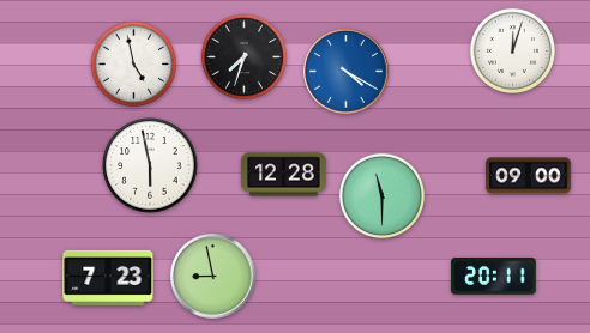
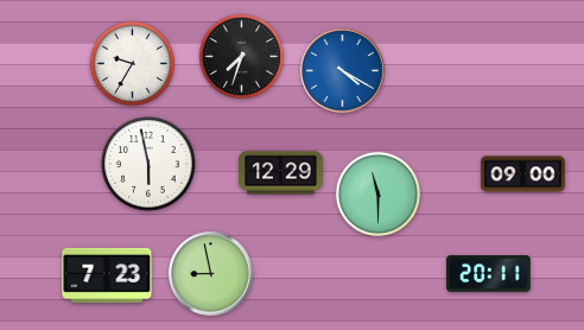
clock at (512, 50): 12:03 -> none
clock at (133, 63): 4:58 -> 9:35
clock at (284, 175): 12:28 -> 12:29
